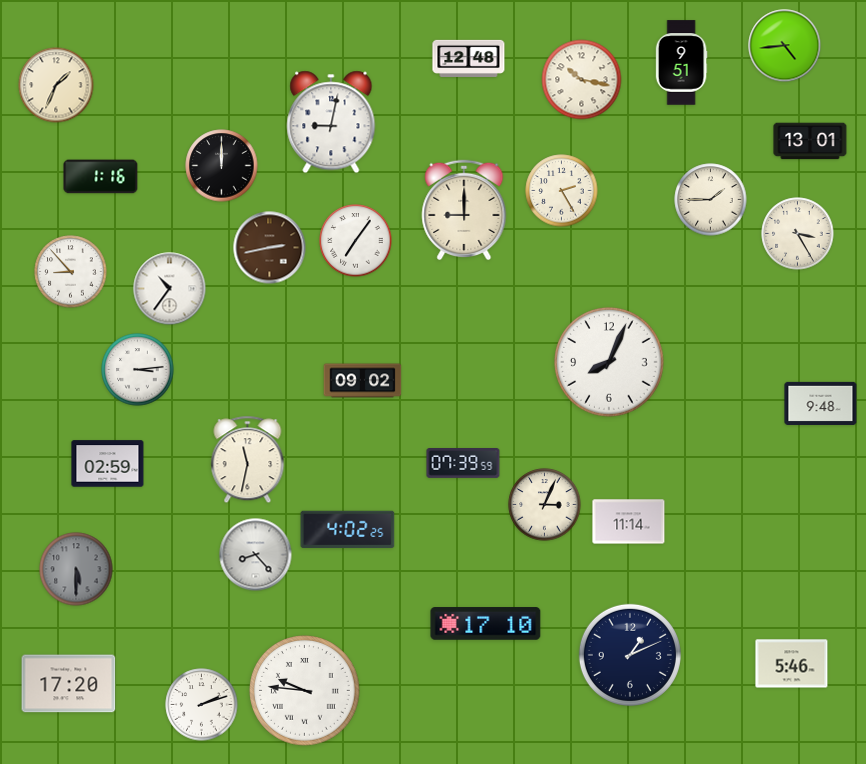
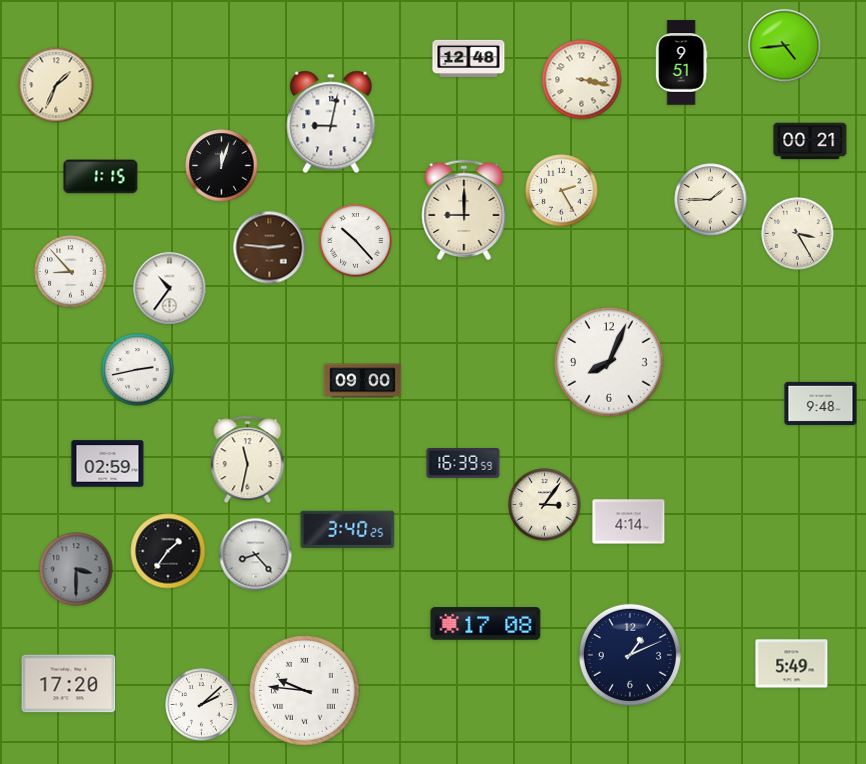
clock at (582, 80): 10:17 -> 3:17
clock at (810, 141): 13:01 -> 00:21
clock at (222, 166): 12:00 -> 12:03
clock at (101, 177): 1:16 -> 1:15
clock at (356, 241): 7:06 -> 10:23
clock at (270, 248): 2:43 -> 2:46
clock at (138, 370): 3:14 -> 2:43
clock at (363, 381): 09:02 -> 09:00
clock at (463, 464): 07:39 -> 16:39
clock at (545, 505): 3:04 -> 3:06
clock at (629, 522): 11:14 -> 4:14
clock at (348, 530): 4:02 -> 3:40
clock at (168, 551): none -> 1:36
clock at (76, 569): 5:30 -> 3:30
clock at (486, 624): 17:10 -> 17:08
clock at (792, 664): 5:46 -> 5:49
clock at (202, 705): 2:12 -> 2:08
